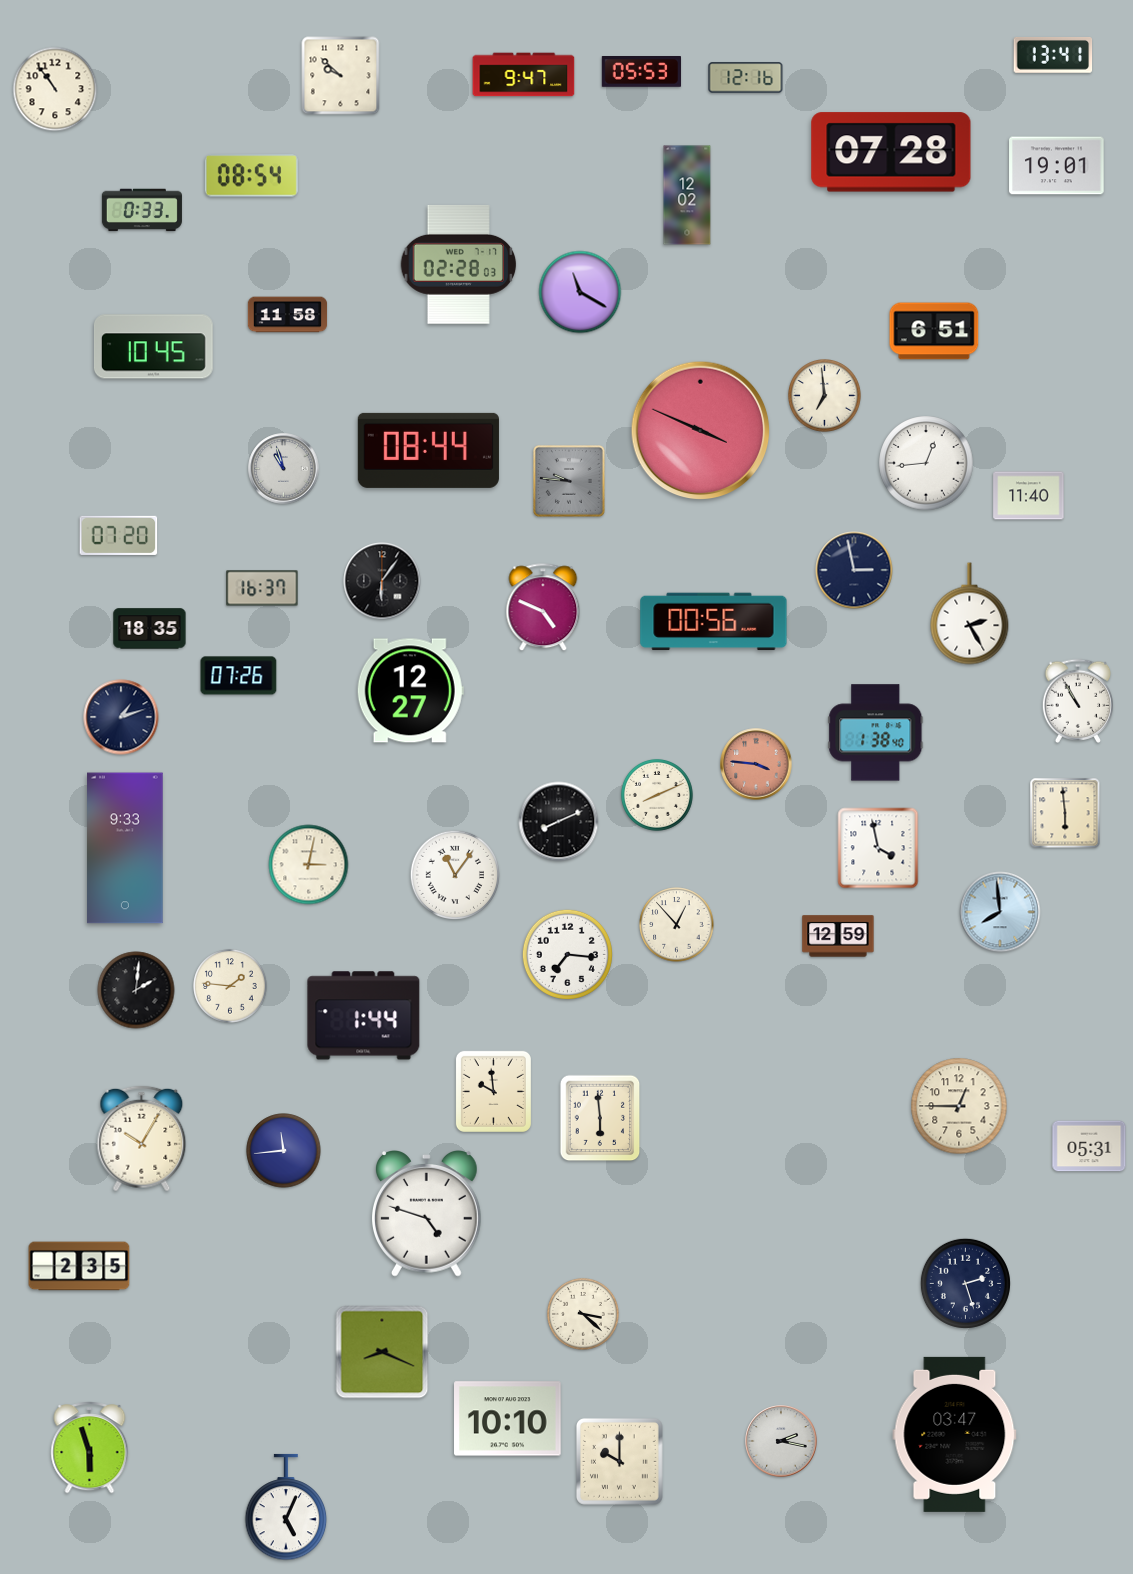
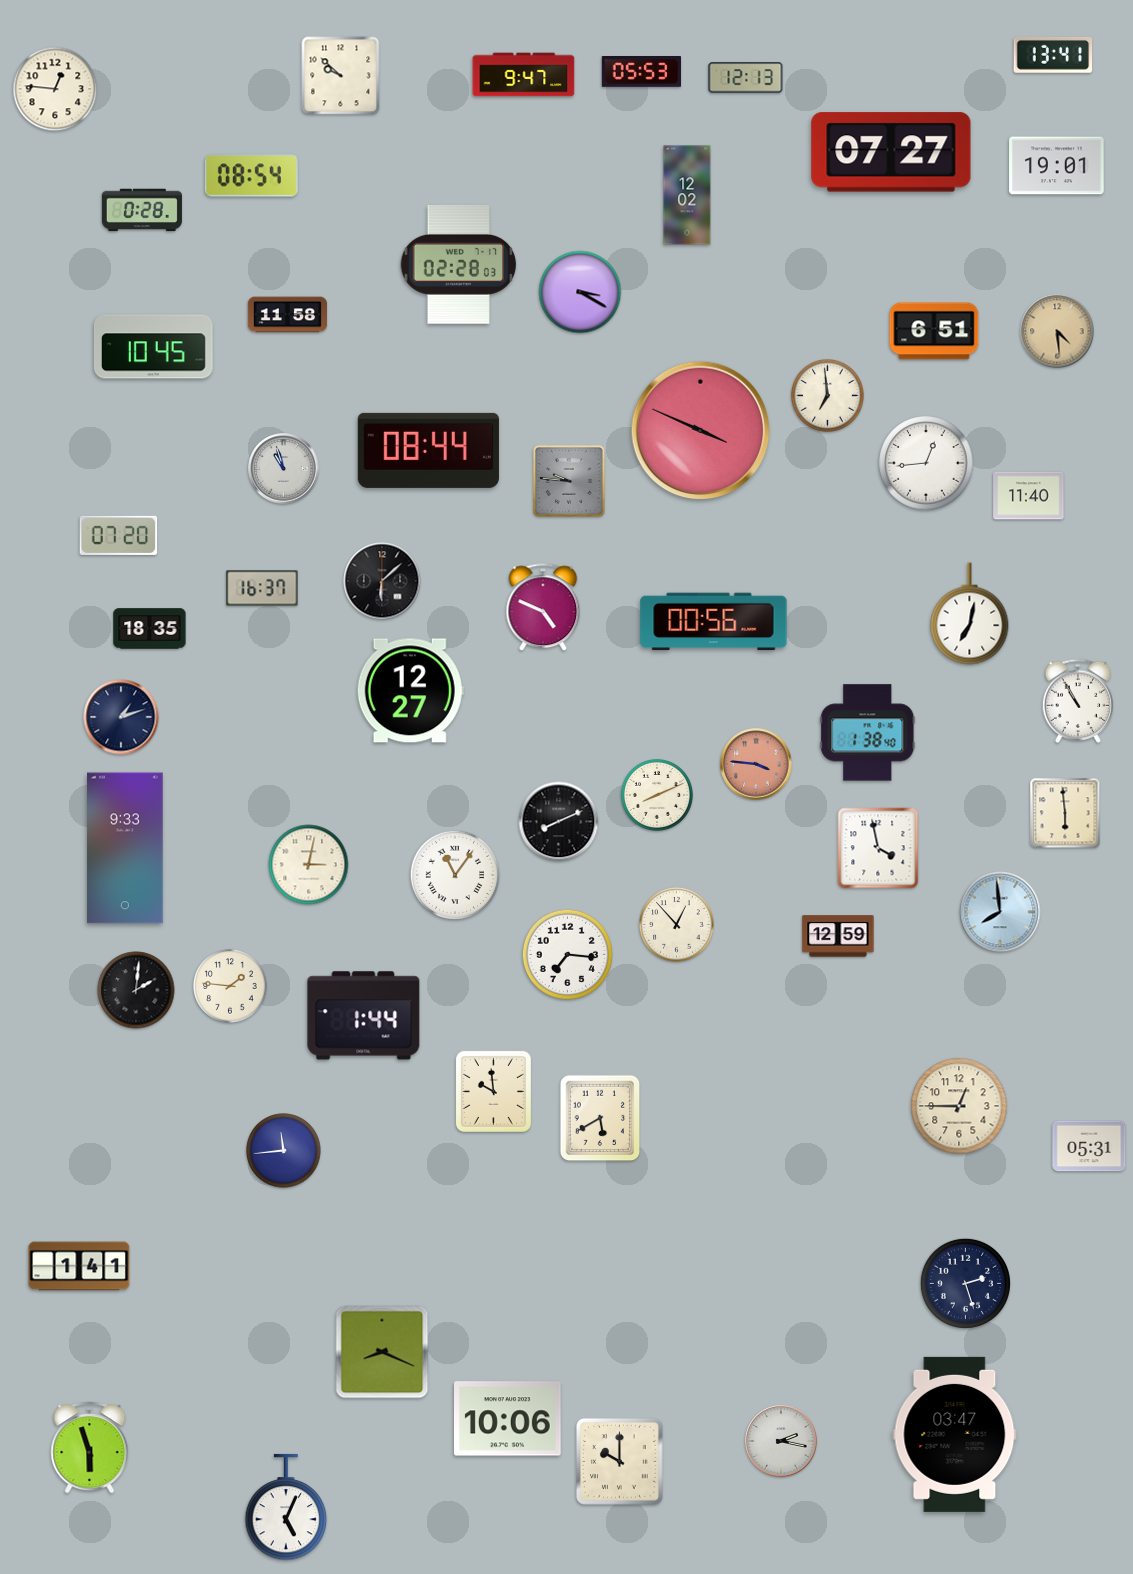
clock at (746, 78): 12:16 -> 12:13
clock at (55, 89): 10:54 -> 12:46
clock at (891, 152): 07:28 -> 07:27
clock at (142, 210): 0:33 -> 0:28
clock at (580, 292): 11:20 -> 3:20
clock at (1057, 331): none -> 4:29
clock at (825, 396) position: (825, 396) -> (828, 396)
clock at (854, 570): 2:58 -> none
clock at (382, 581): 6:06 -> 6:08
clock at (970, 614): 2:25 -> 7:02
clock at (239, 676): 07:26 -> none
clock at (876, 733) position: (876, 733) -> (868, 733)
clock at (600, 1118): 5:59 -> 5:40
clock at (142, 1139): 10:05 -> none
clock at (427, 1214): 4:48 -> none
clock at (79, 1266): 2:35 -> 1:41
clock at (583, 1314): 3:22 -> none
clock at (508, 1419): 10:10 -> 10:06
